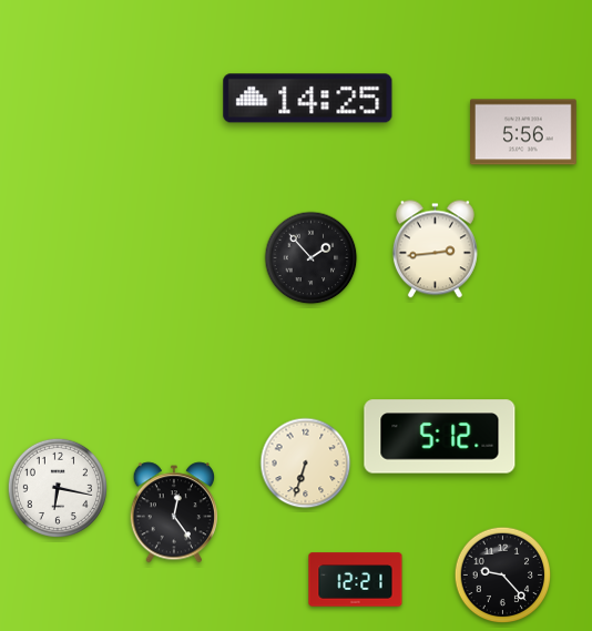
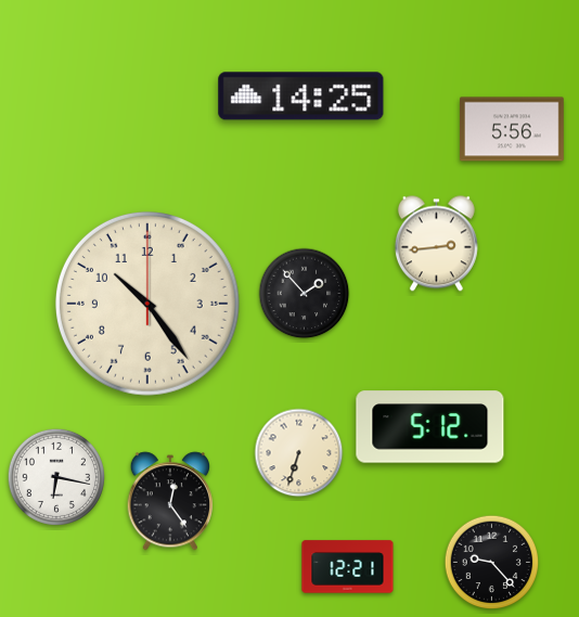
clock at (435, 250) position: (435, 250) -> (436, 244)
clock at (312, 258) position: (312, 258) -> (305, 294)
clock at (147, 304): none -> 10:24
